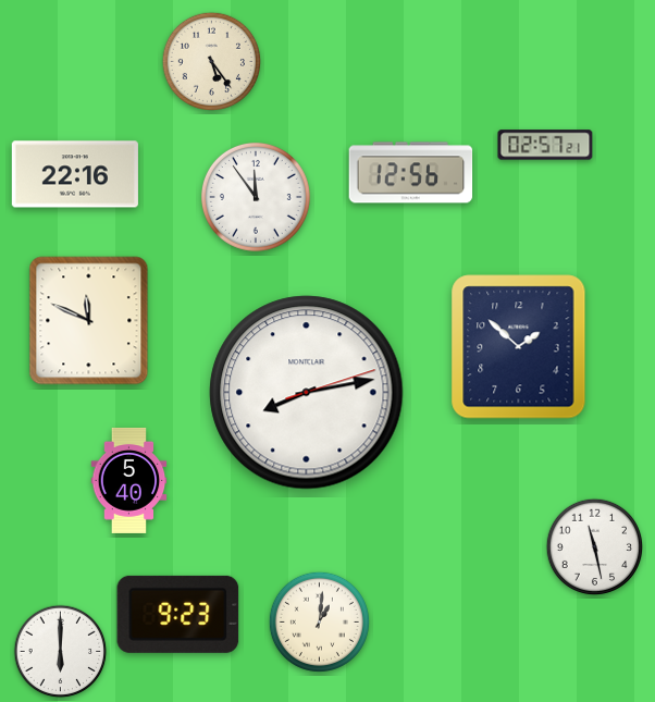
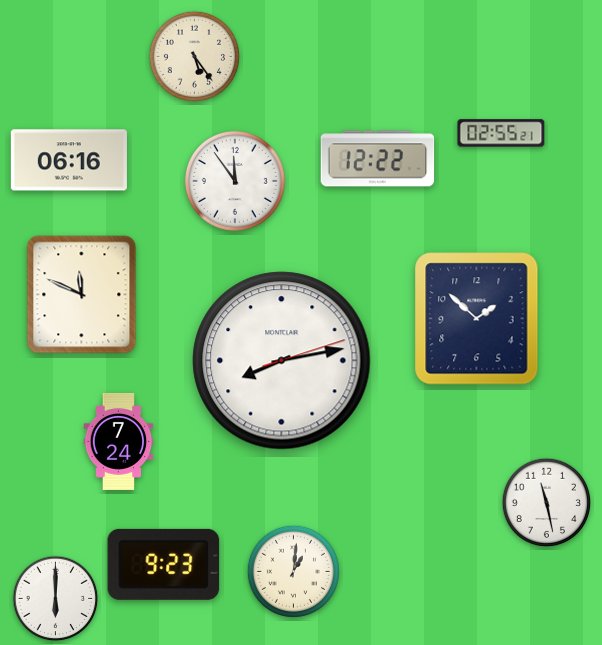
clock at (545, 145): 02:57 -> 02:55
clock at (411, 173): 12:56 -> 12:22
clock at (75, 174): 22:16 -> 06:16
clock at (129, 480): 5:40 -> 7:24
